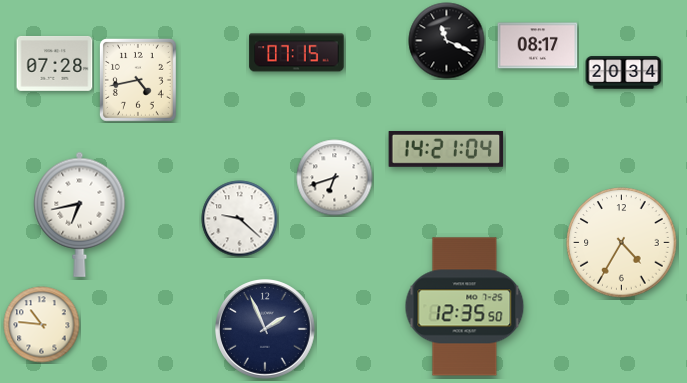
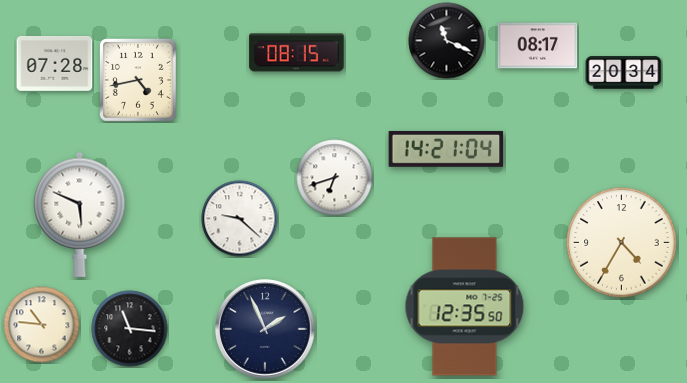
clock at (297, 53): 07:15 -> 08:15
clock at (80, 214): 6:43 -> 5:49
clock at (130, 329): none -> 11:16
